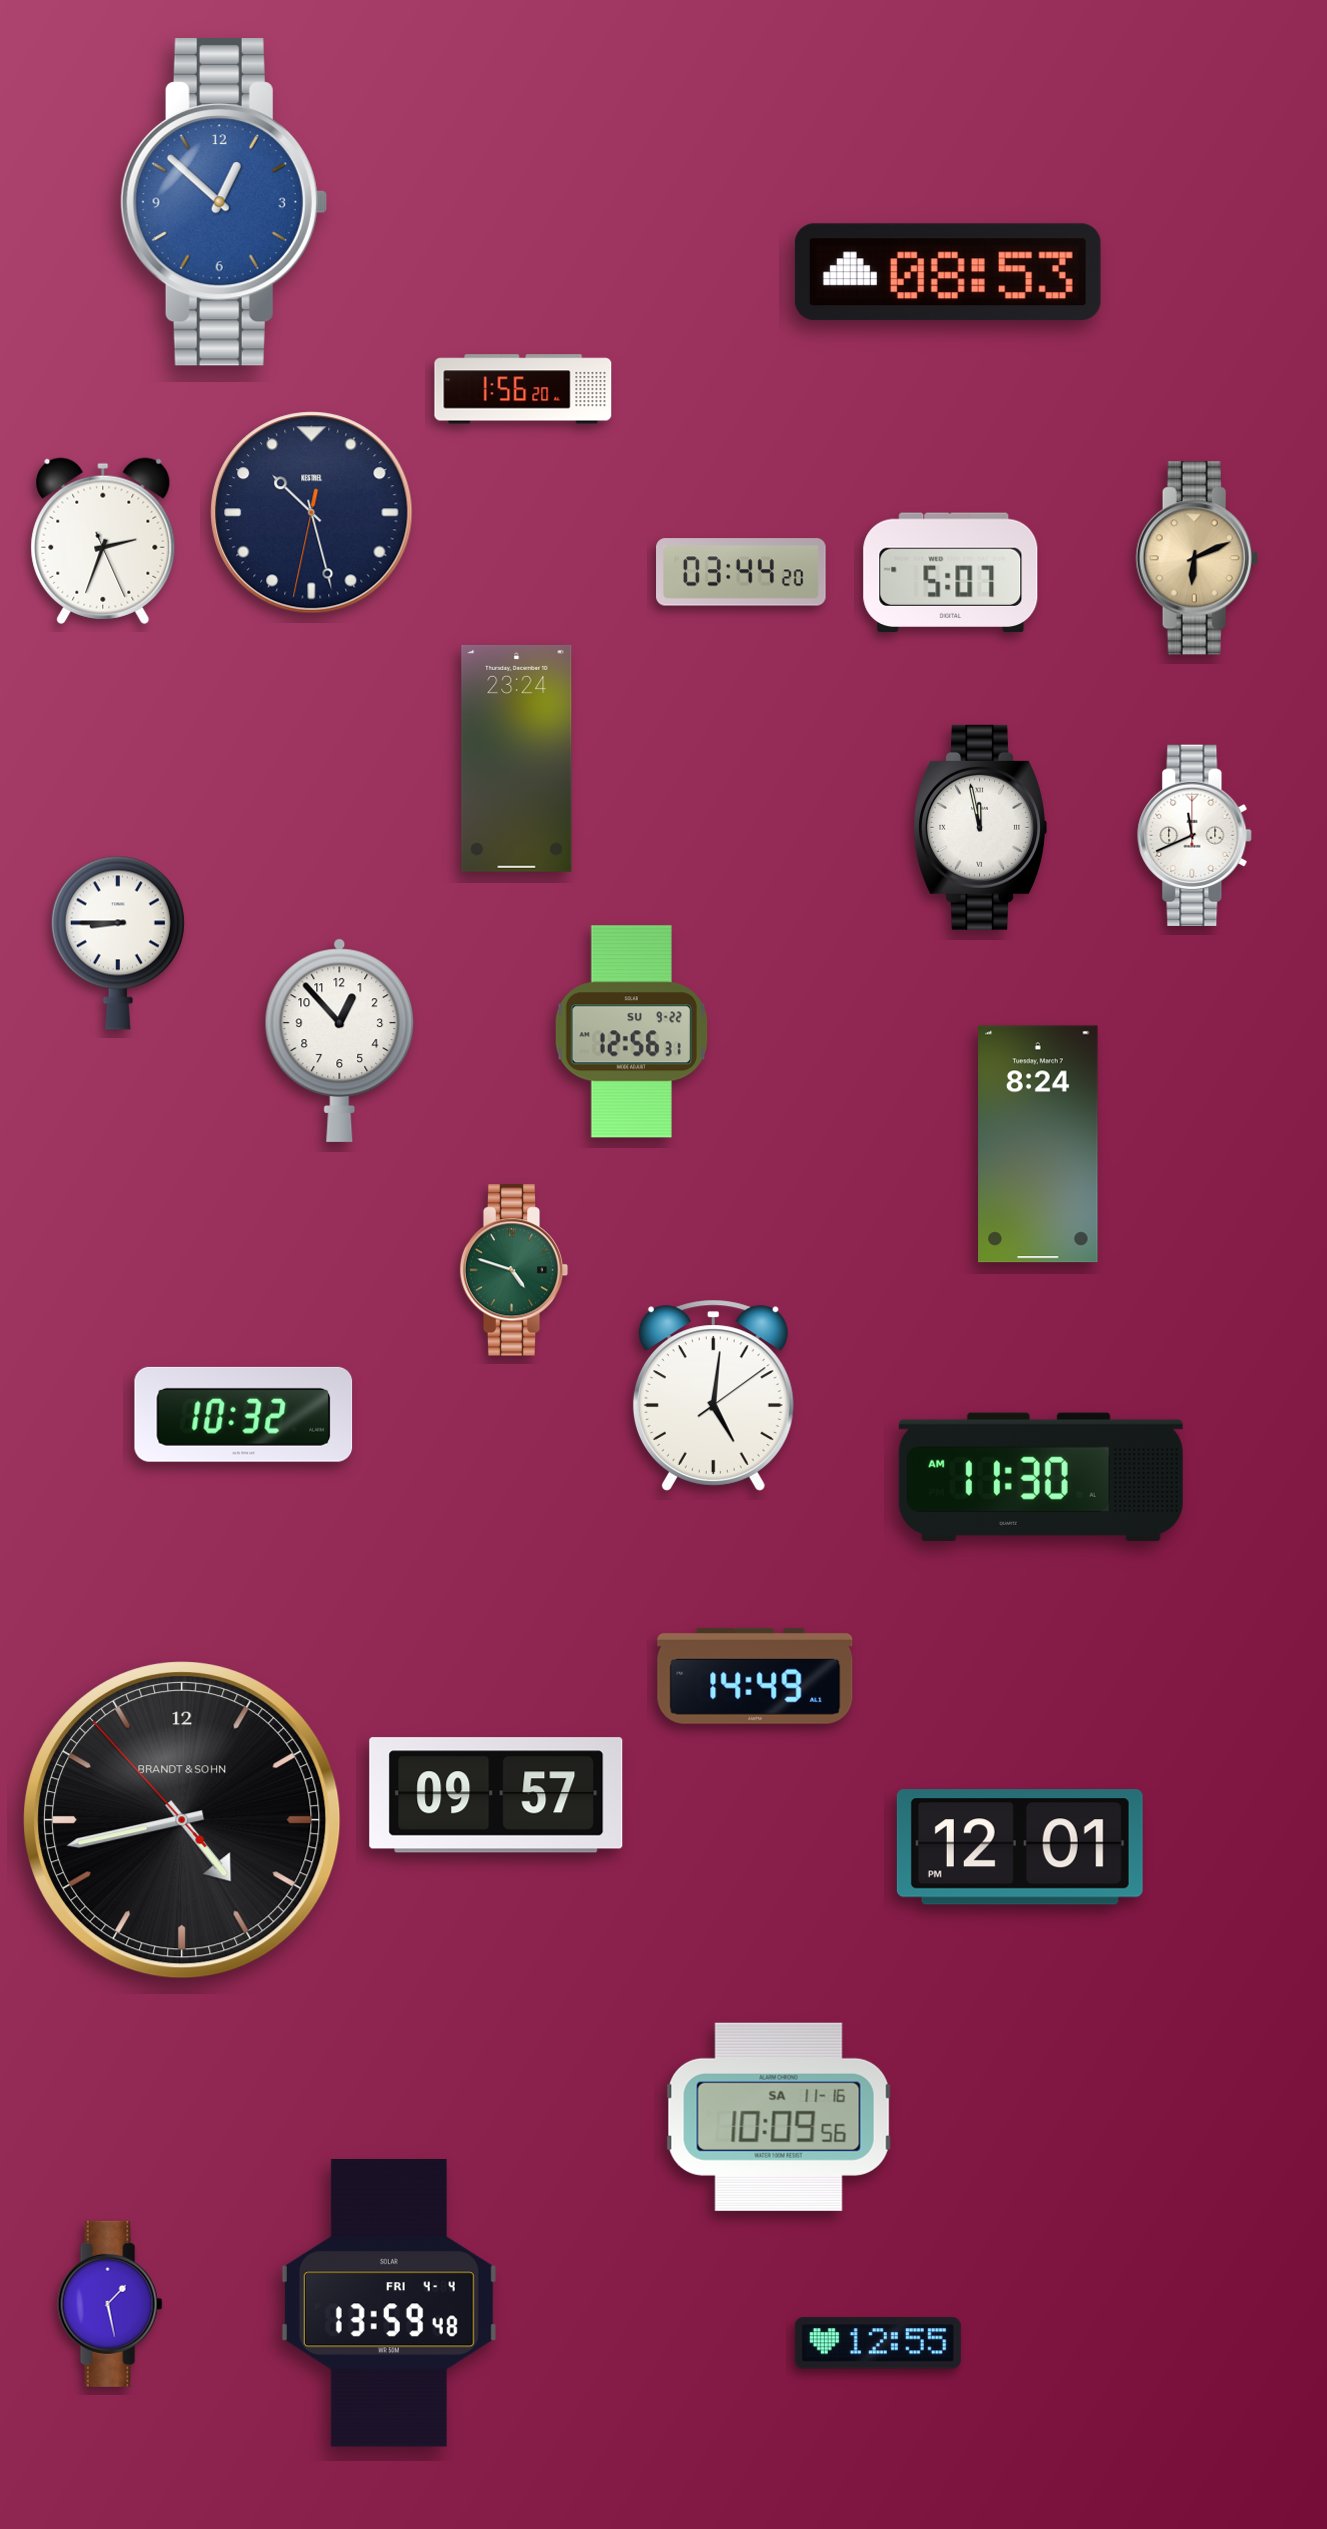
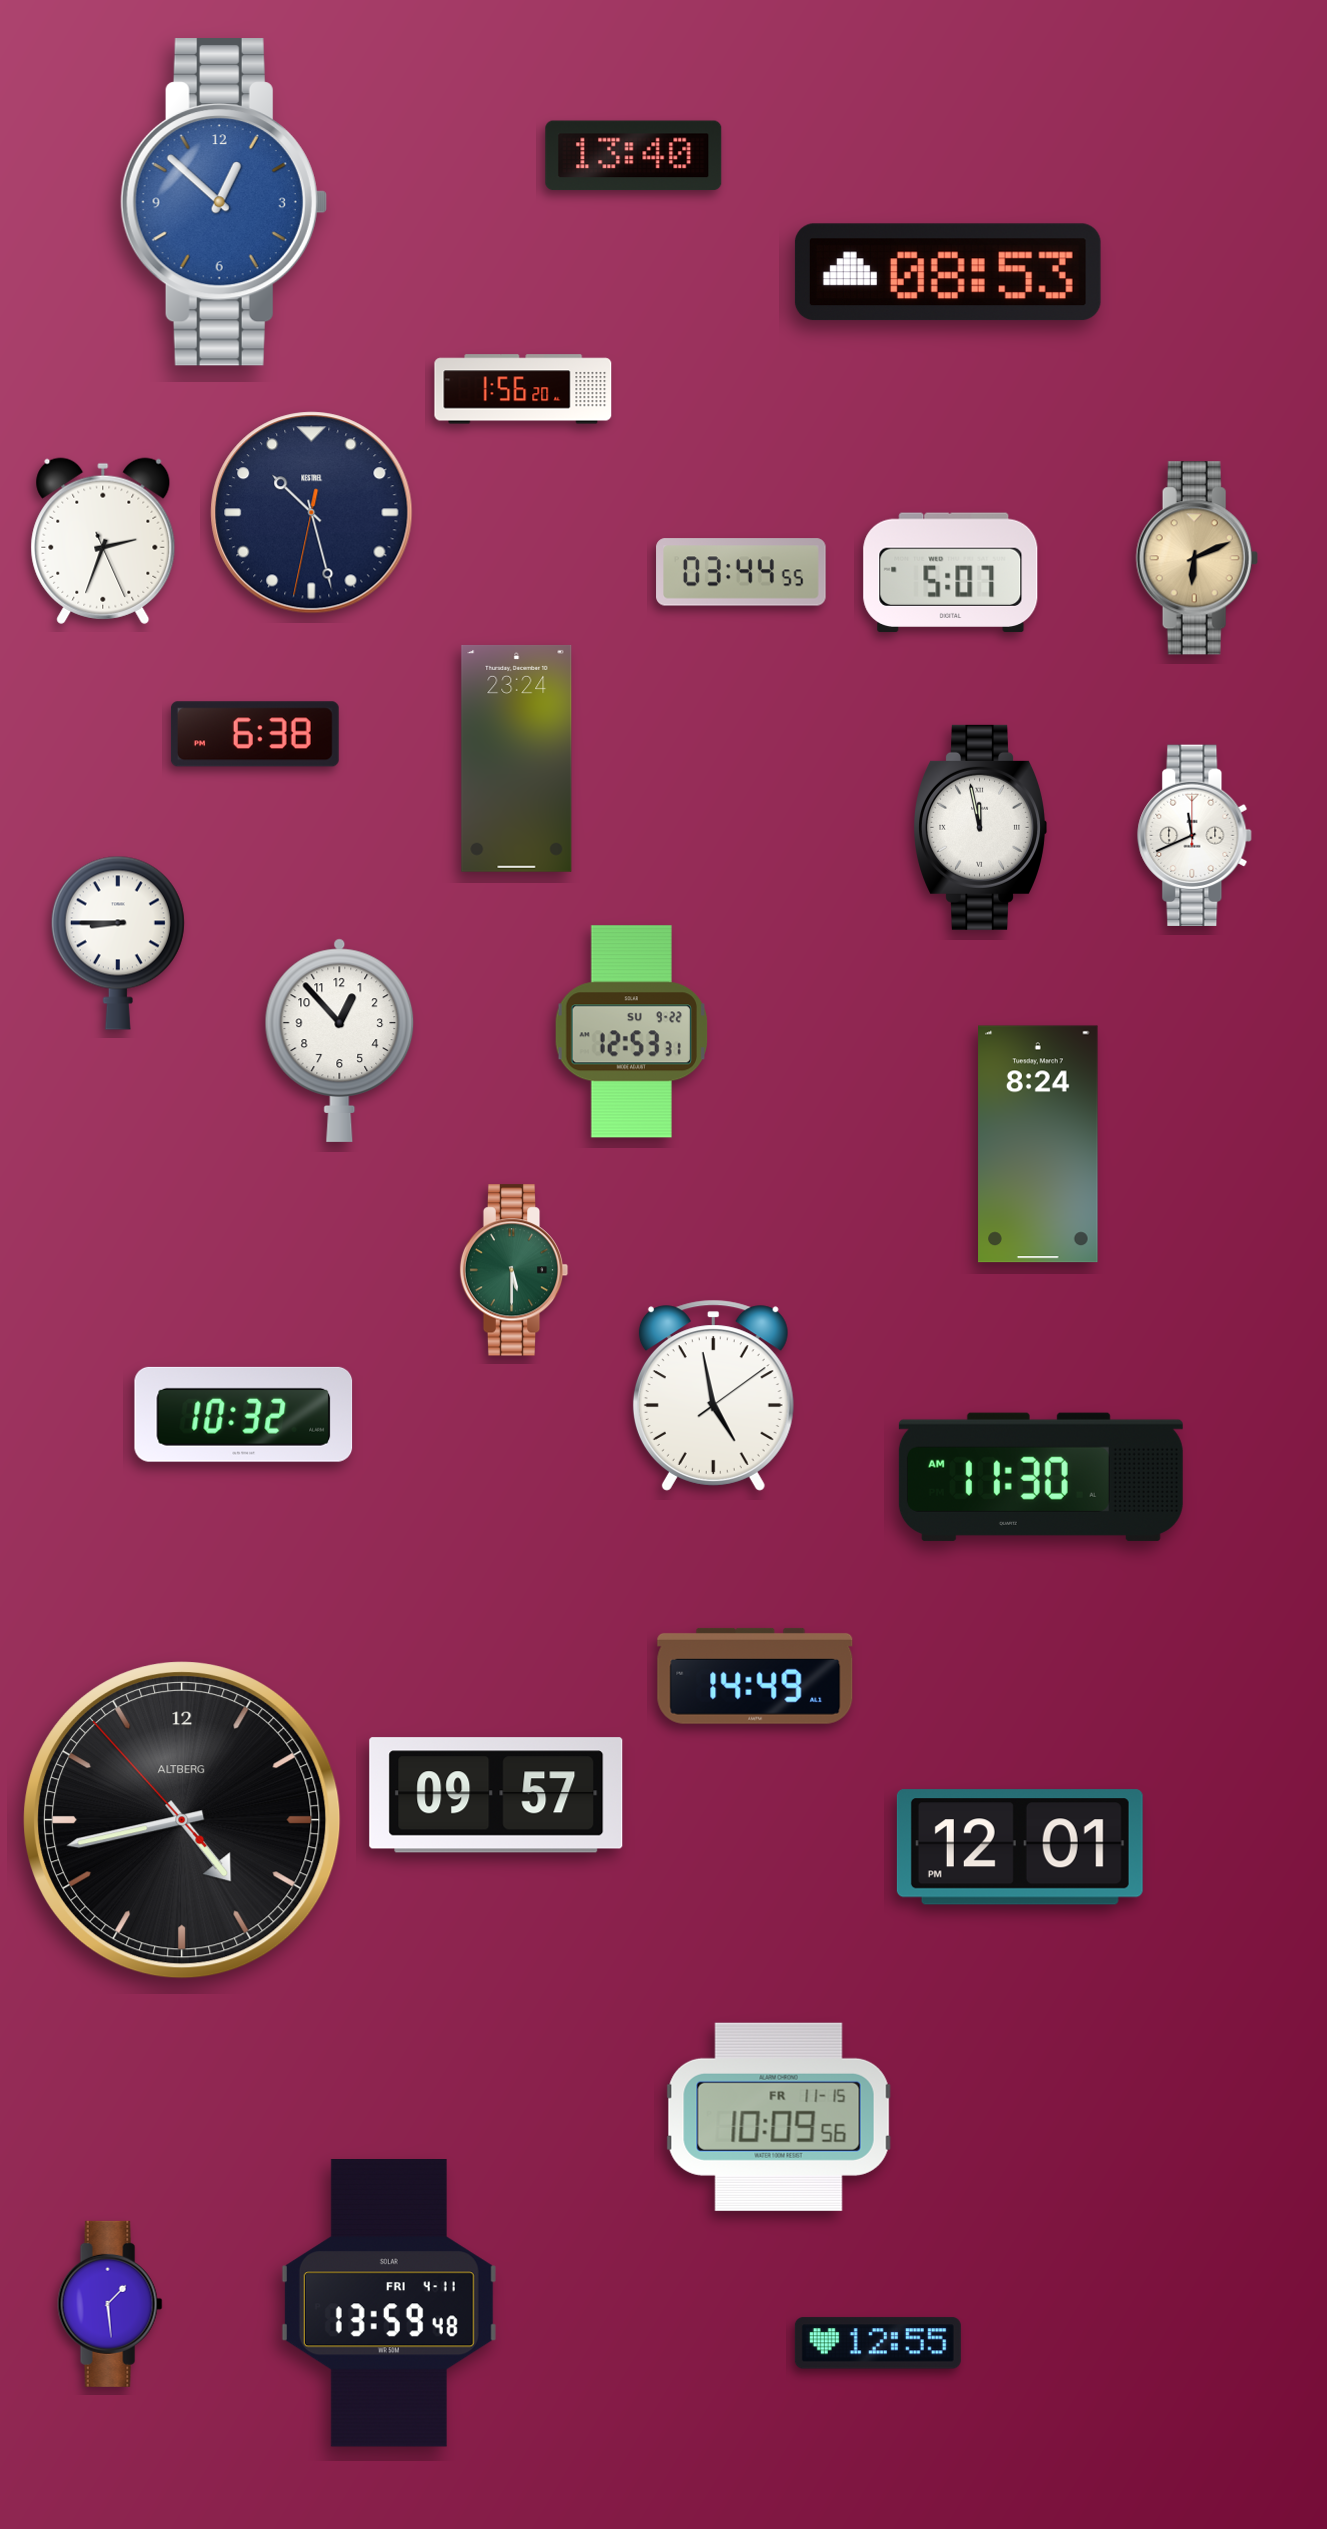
clock at (634, 156): none -> 13:40
clock at (741, 572): 03:44:20 -> 03:44:55
clock at (255, 734): none -> 6:38
clock at (631, 1032): 12:56 -> 12:53
clock at (514, 1270): 4:48 -> 5:30
clock at (713, 1395): 5:01 -> 4:58
clock at (182, 1820) brand: BRANDT & SOHN -> ALTBERG
clock at (779, 2117) date: SA 11-16 -> FR 11-15
clock at (110, 2304): 1:28 -> 1:29
clock at (389, 2304) date: FRI 4-4 -> FRI 4-11
